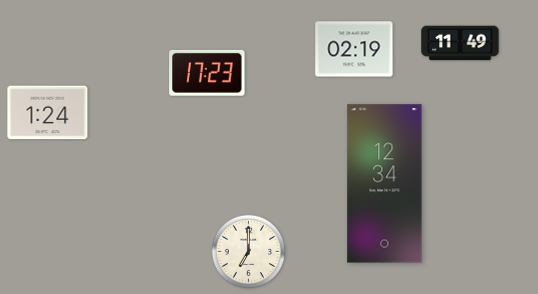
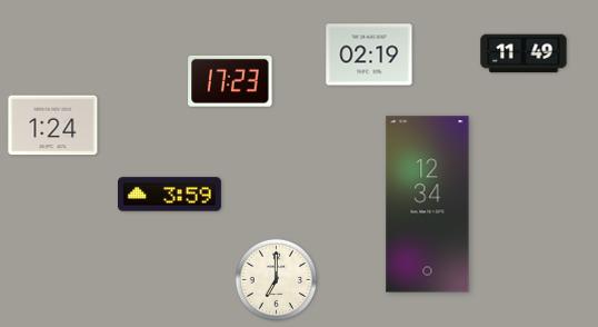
clock at (460, 43) position: (460, 43) -> (524, 53)
clock at (354, 49) position: (354, 49) -> (369, 54)
clock at (170, 195): none -> 3:59
